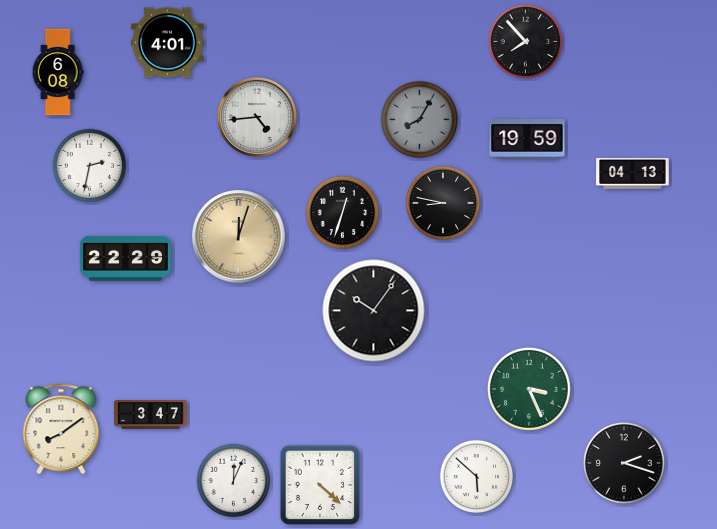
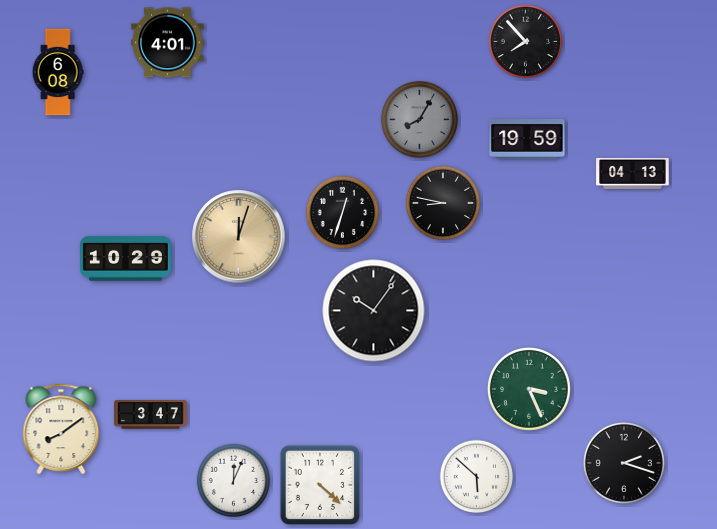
clock at (257, 117): 4:44 -> none
clock at (90, 166): 2:32 -> none
clock at (125, 259): 22:29 -> 10:29
